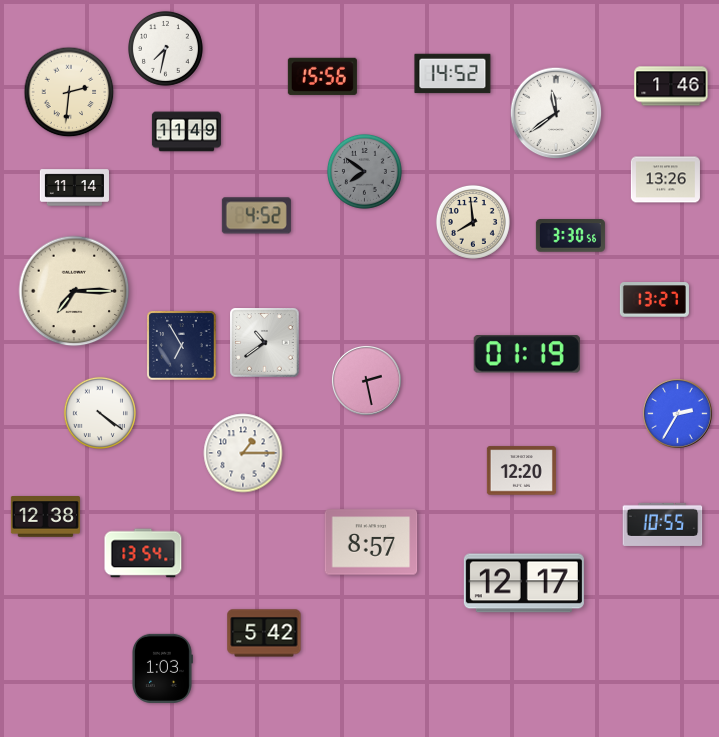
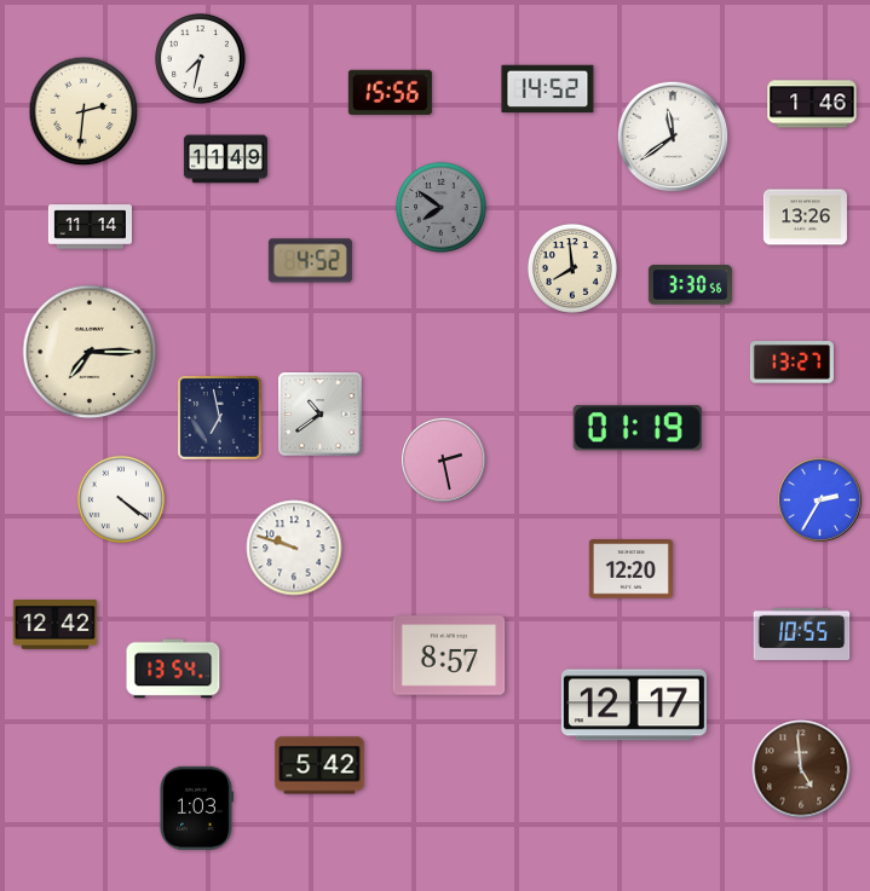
clock at (182, 346): 6:55 -> 6:58
clock at (243, 453): 1:15 -> 9:48
clock at (45, 517): 12:38 -> 12:42
clock at (801, 769): none -> 4:59
